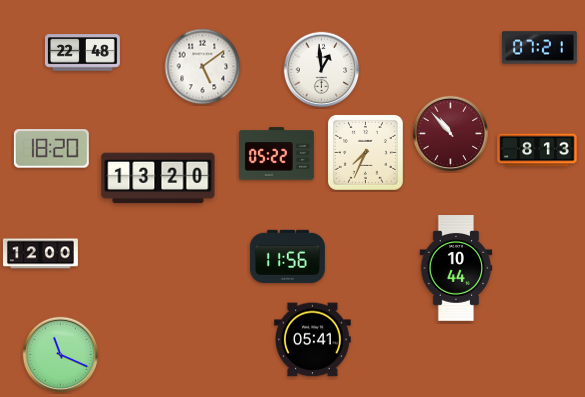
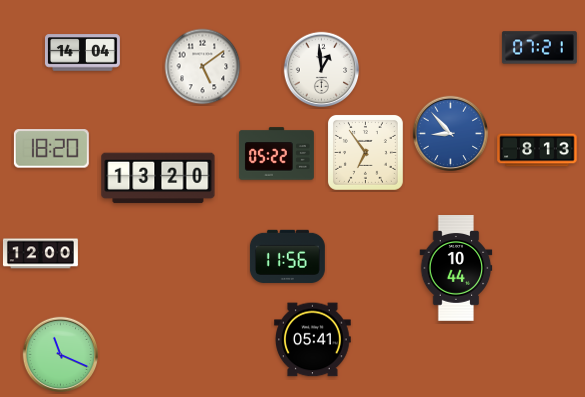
clock at (82, 53): 22:48 -> 14:04
clock at (451, 134): 10:53 -> 8:53
clock at (451, 134) dial: burgundy -> blue
clock at (365, 152): 7:34 -> 6:54
